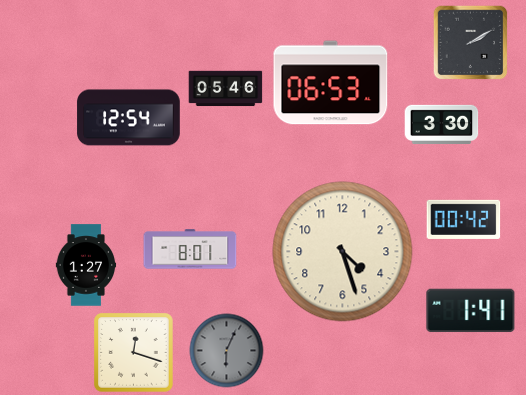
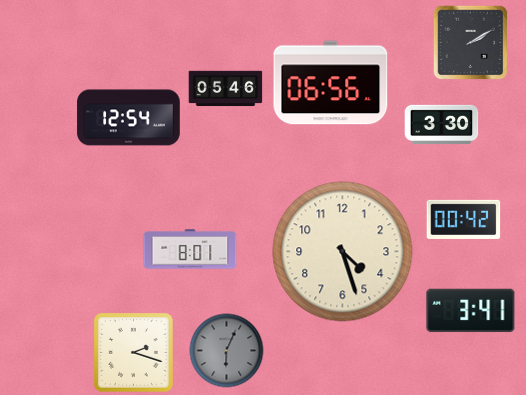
clock at (331, 83): 06:53 -> 06:56
clock at (86, 265): 1:27 -> none
clock at (471, 311): 1:41 -> 3:41
clock at (134, 353): 12:18 -> 2:18
